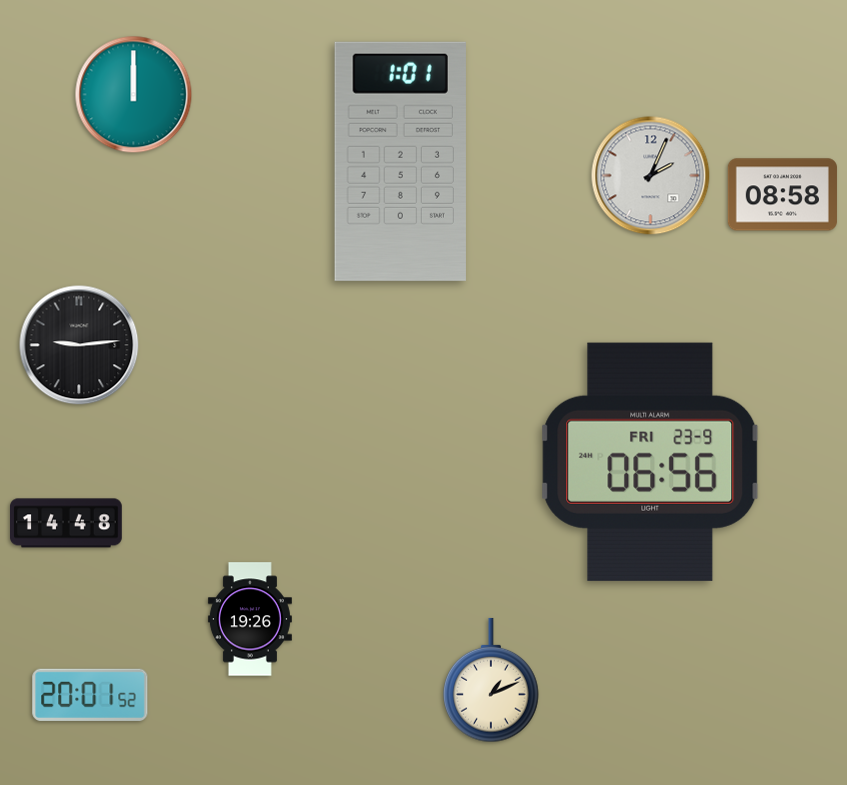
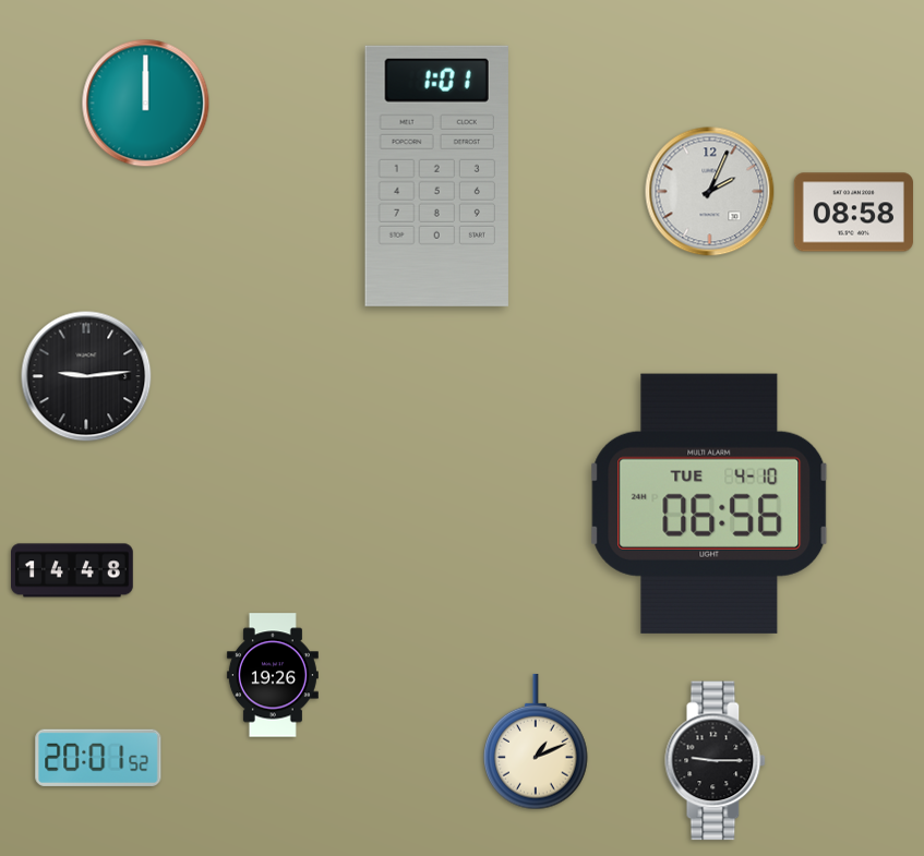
clock at (650, 462) date: FRI 23-9 -> TUE 4-10
clock at (716, 761): none -> 9:15
